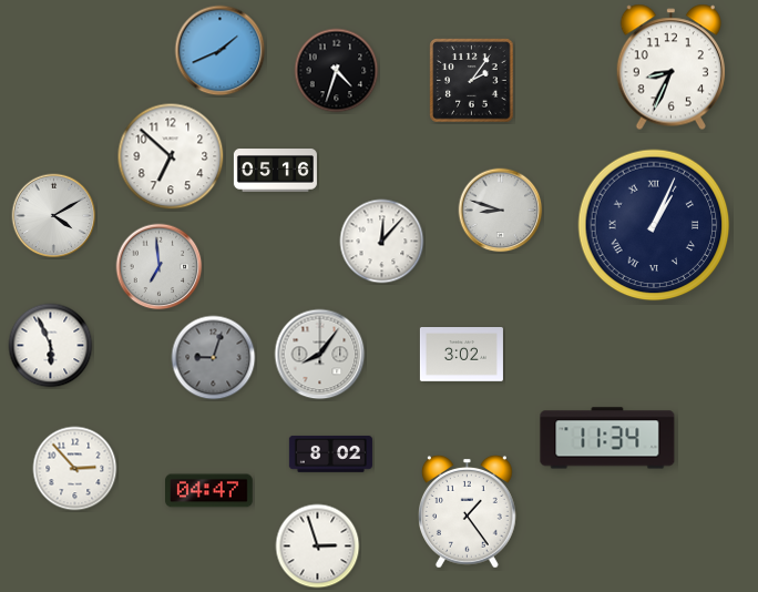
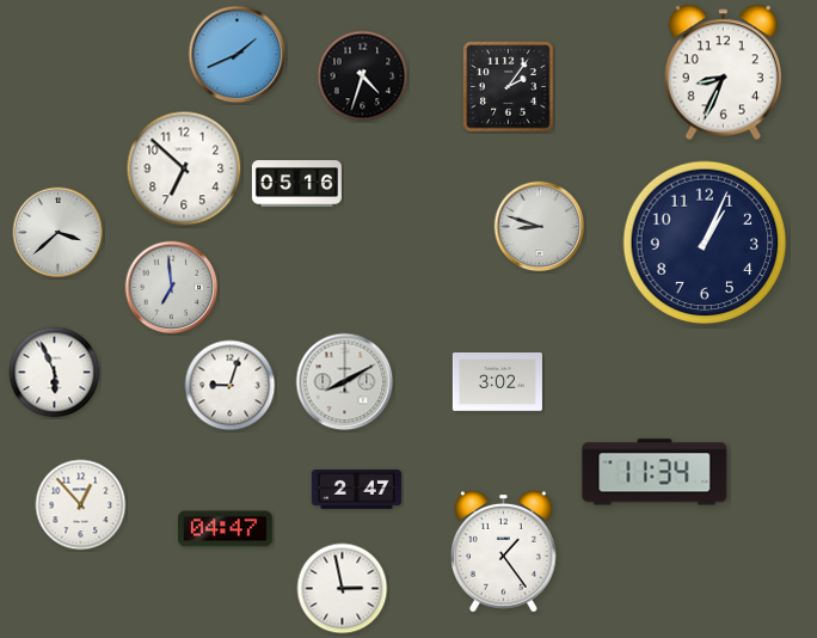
clock at (54, 216): 4:10 -> 3:38
clock at (654, 225) numerals: Roman -> Arabic
clock at (382, 242): 12:07 -> none
clock at (320, 355): 8:06 -> 8:10
clock at (214, 358) dial: grey -> white
clock at (330, 453): 8:02 -> 2:47
clock at (75, 469): 2:53 -> 12:53
clock at (318, 547): 2:57 -> 2:58
